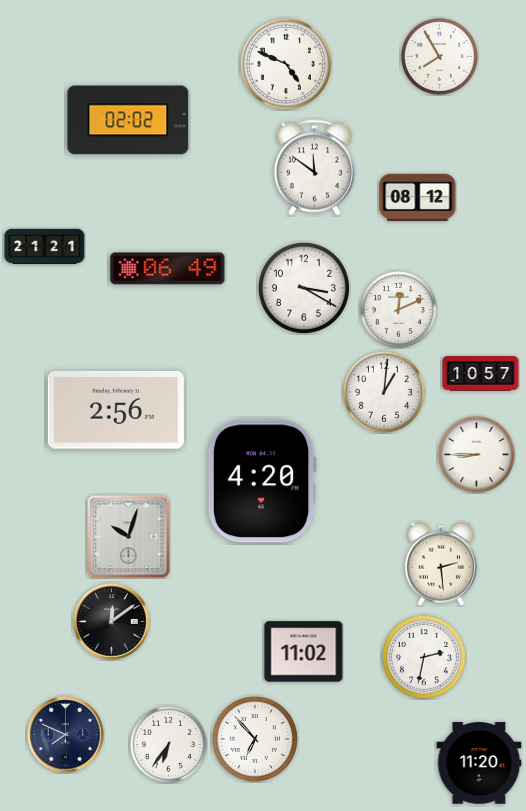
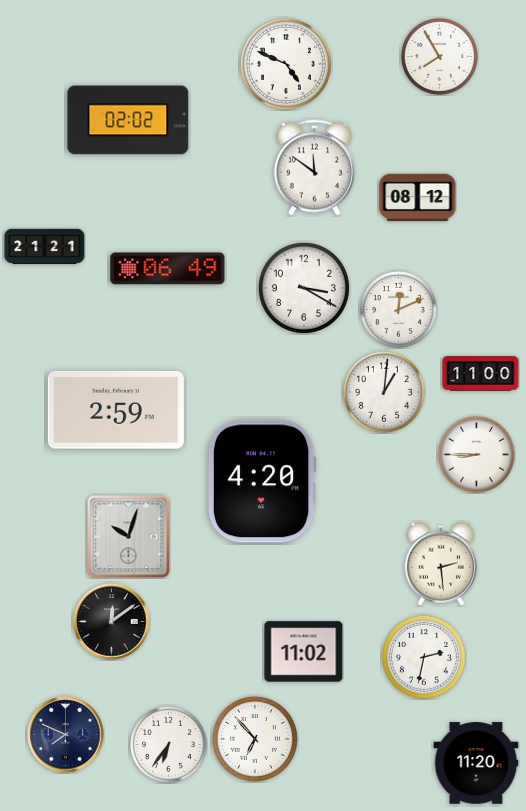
clock at (481, 374): 10:57 -> 11:00
clock at (116, 411): 2:56 -> 2:59
clock at (479, 763) position: (479, 763) -> (476, 763)
